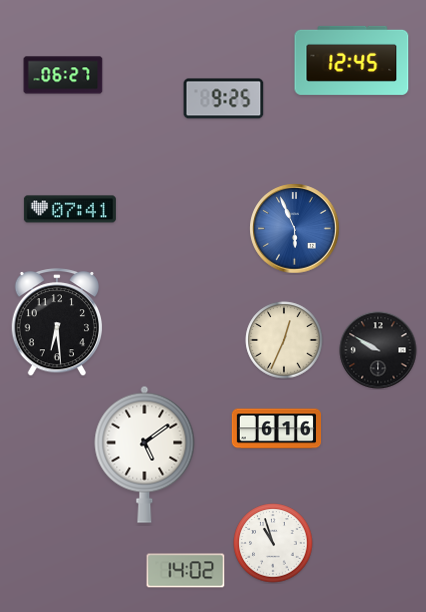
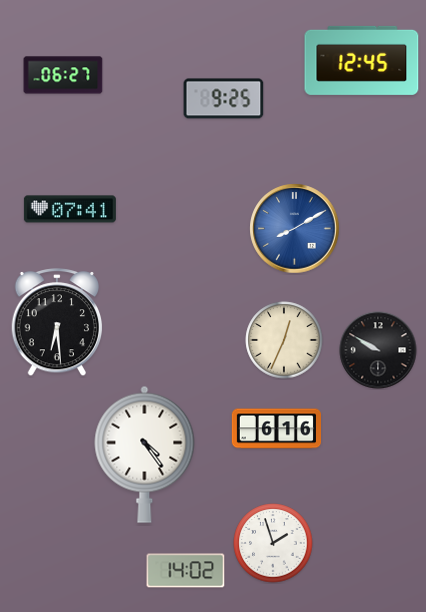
clock at (352, 60) position: (352, 60) -> (362, 60)
clock at (295, 229): 5:56 -> 8:10
clock at (145, 454): 5:09 -> 4:24
clock at (273, 543): 10:57 -> 1:57
